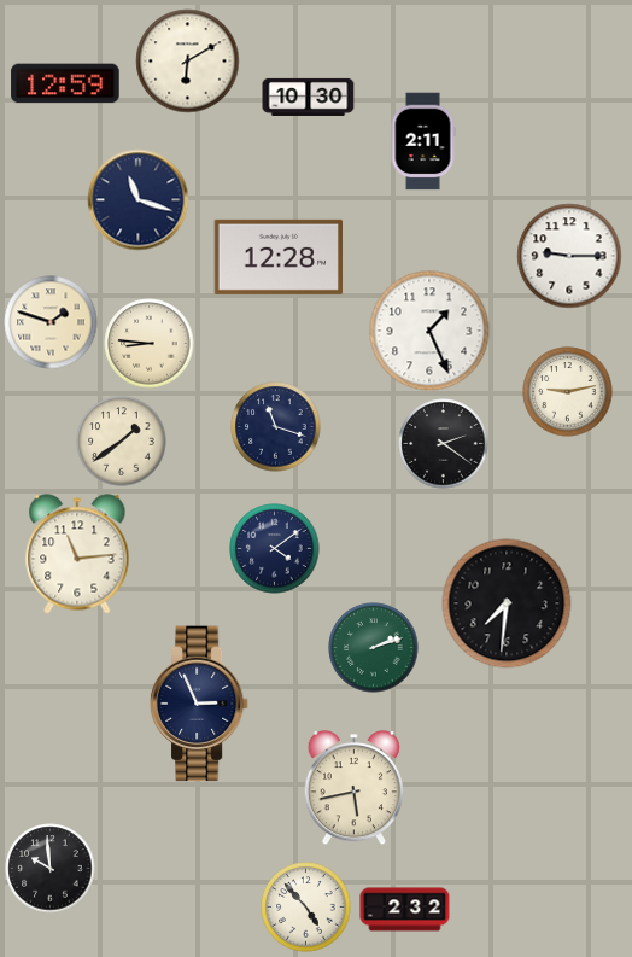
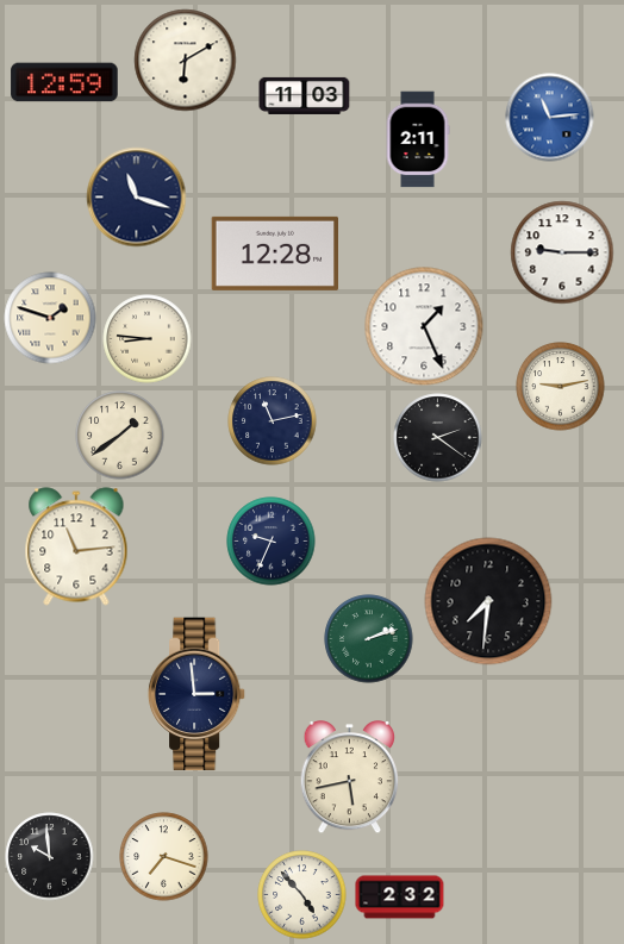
clock at (309, 97): 10:30 -> 11:03
clock at (550, 118): none -> 11:14
clock at (276, 427): 11:18 -> 11:13
clock at (275, 549): 4:09 -> 9:34
clock at (507, 603) position: (507, 603) -> (488, 601)
clock at (199, 704): 2:56 -> 2:59
clock at (164, 857): none -> 7:18
